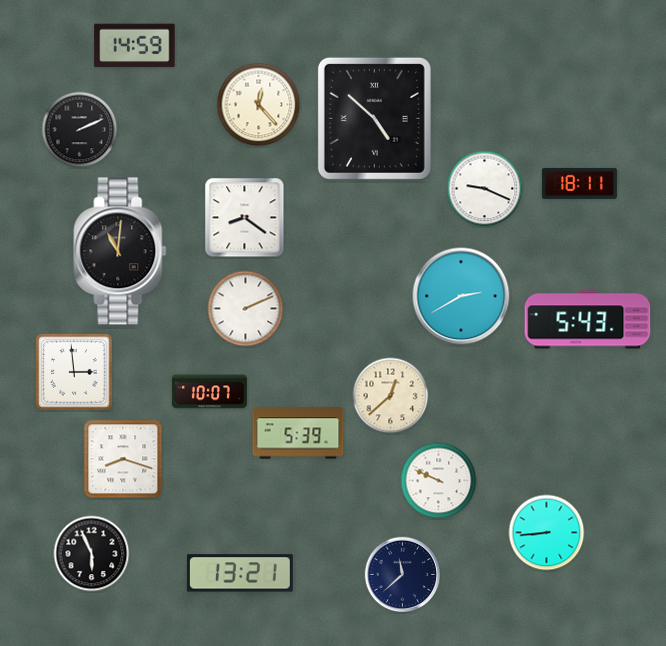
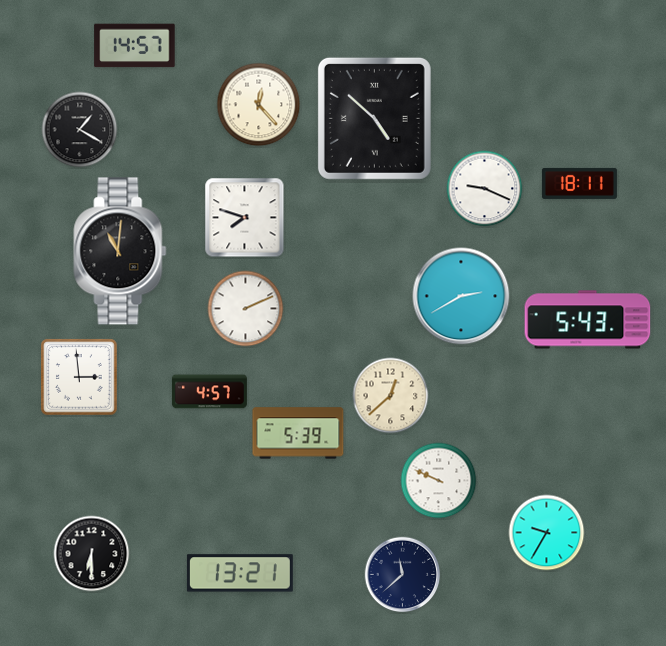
clock at (135, 46): 14:59 -> 14:57
clock at (80, 130): 2:11 -> 1:20
clock at (245, 218): 8:21 -> 7:48
clock at (75, 373) position: (75, 373) -> (80, 378)
clock at (209, 392): 10:07 -> 4:57
clock at (123, 459): 8:18 -> none
clock at (547, 533): 8:44 -> 9:35
clock at (92, 554): 5:56 -> 6:30
